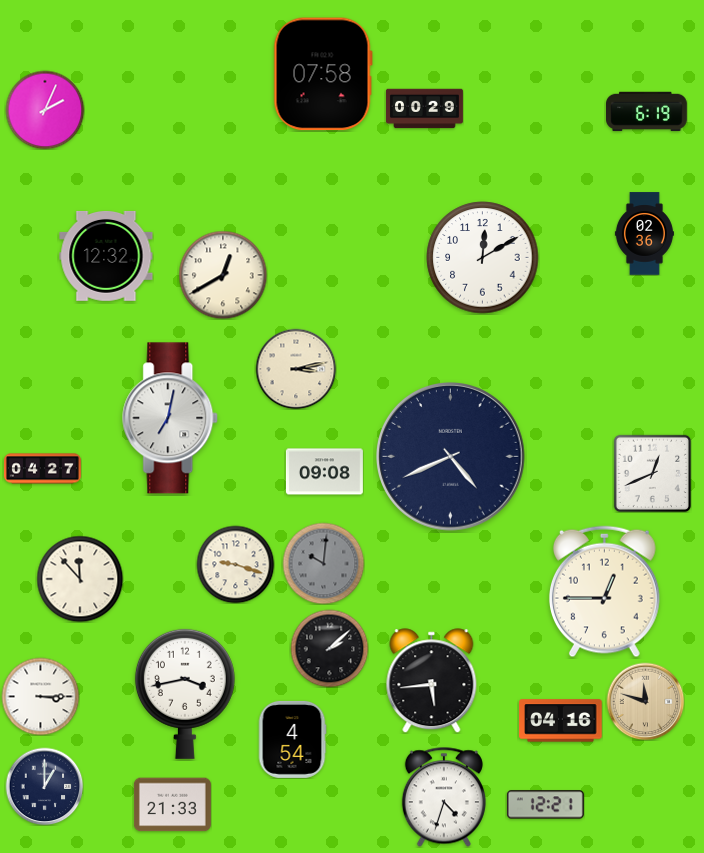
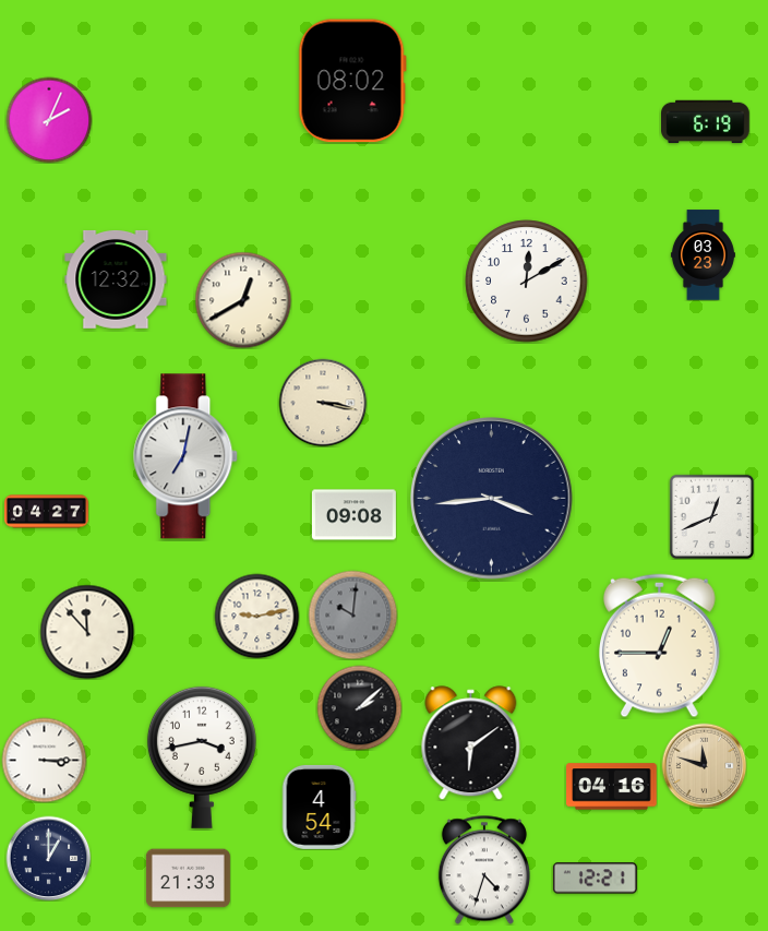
clock at (323, 74): 07:58 -> 08:02
clock at (424, 109): 00:29 -> none
clock at (644, 234): 02:36 -> 03:23
clock at (296, 369): 3:13 -> 3:17
clock at (451, 457): 4:41 -> 3:44
clock at (235, 564): 9:18 -> 9:13
clock at (432, 681): 5:44 -> 6:09
